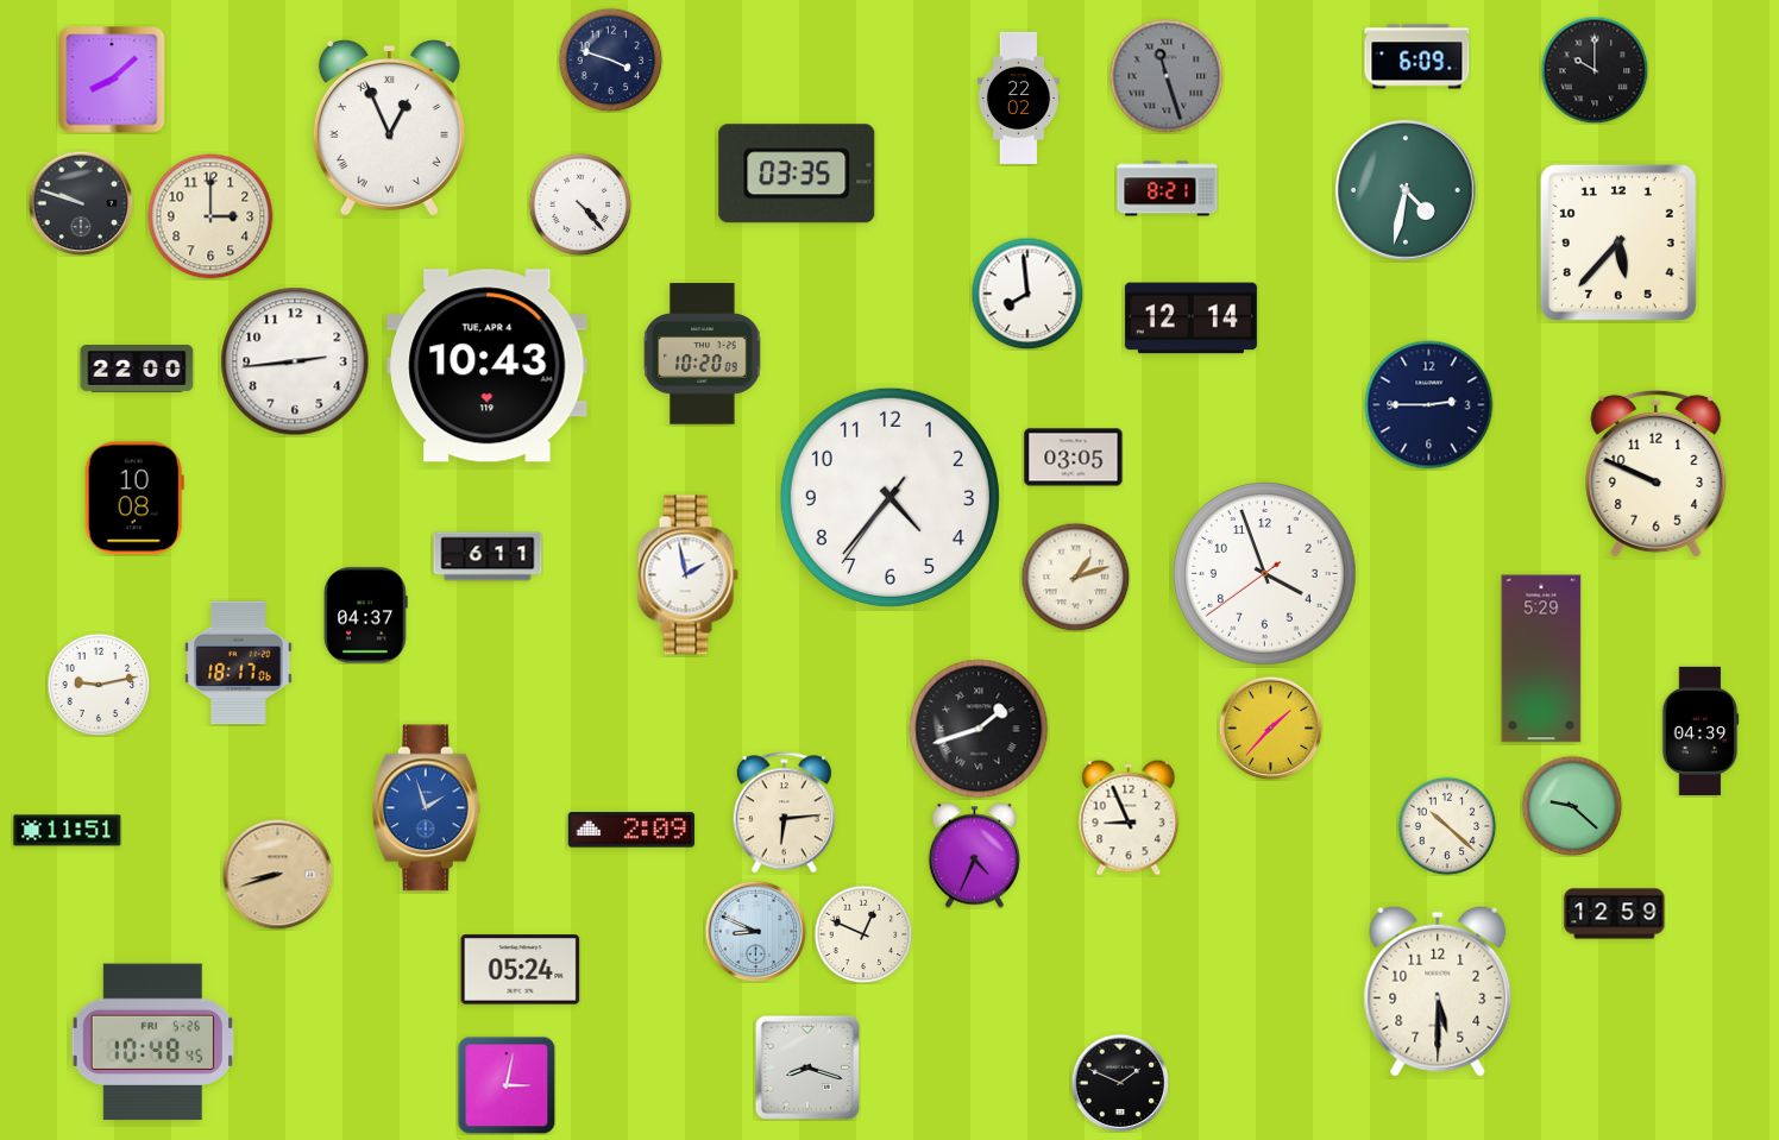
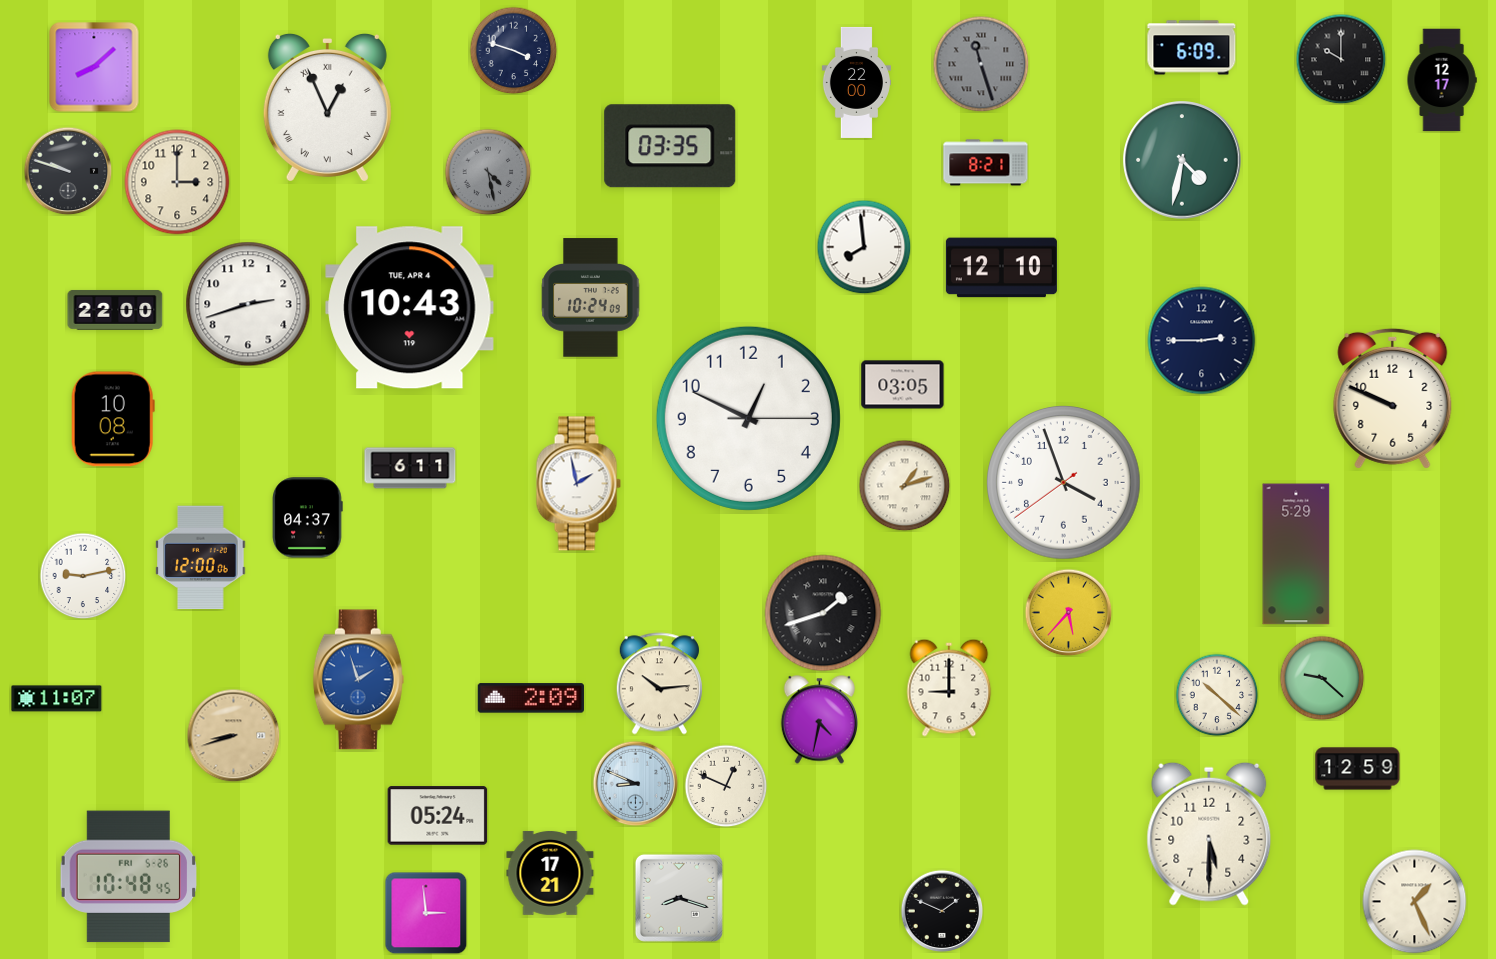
clock at (1442, 80): none -> 12:17
clock at (1018, 97): 22:02 -> 22:00
clock at (1168, 189) position: (1168, 189) -> (986, 163)
clock at (580, 204): 4:23 -> 4:28
clock at (580, 204) dial: white -> grey
clock at (1618, 243): 5:37 -> none
clock at (1190, 319): 12:14 -> 12:10
clock at (703, 354): 10:20 -> 10:24
clock at (295, 361): 2:44 -> 2:42
clock at (889, 497): 4:36 -> 12:49
clock at (239, 663): 18:17 -> 12:00
clock at (1270, 728): 1:37 -> 5:37
clock at (1701, 731): 04:39 -> none
clock at (784, 813): 6:14 -> 10:14
clock at (1129, 818): 8:56 -> 9:00
clock at (68, 831): 11:51 -> 11:07
clock at (974, 856): 4:34 -> 4:32
clock at (550, 873): none -> 17:21
clock at (1415, 902): none -> 1:26
clock at (507, 1085): 3:02 -> 2:59
